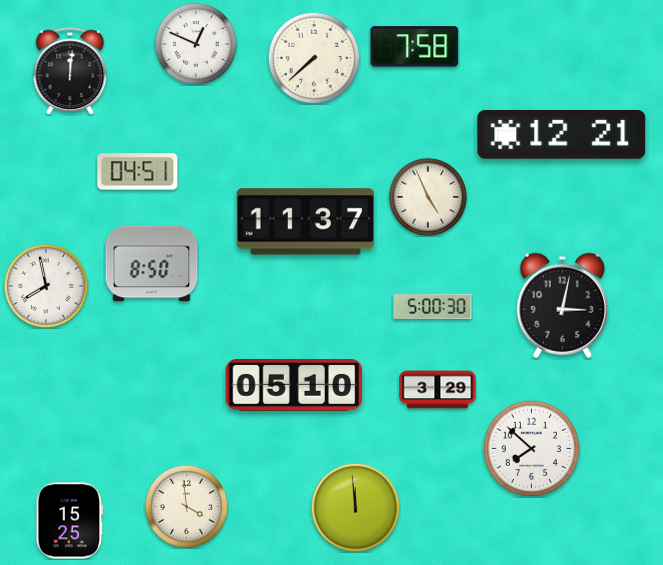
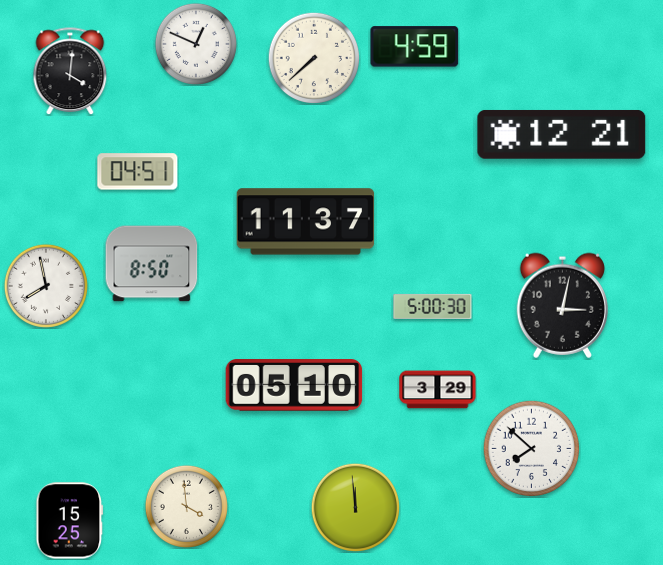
clock at (415, 47): 7:58 -> 4:59
clock at (70, 71): 12:01 -> 4:01
clock at (428, 197): 4:56 -> none
